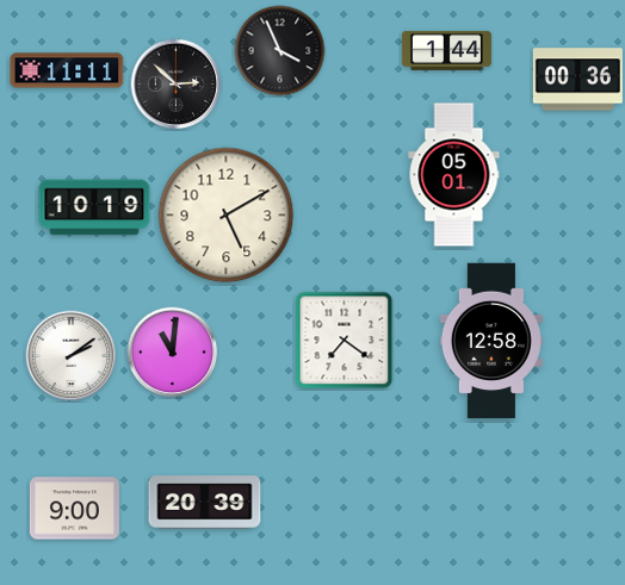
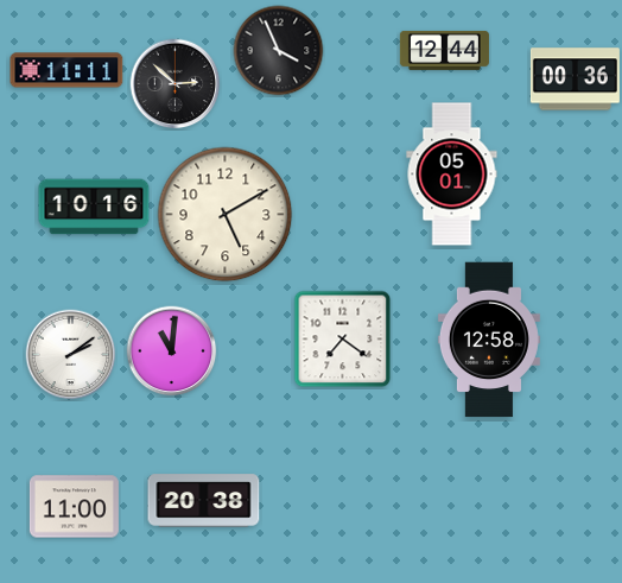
clock at (446, 50): 1:44 -> 12:44
clock at (94, 207): 10:19 -> 10:16
clock at (205, 503): 20:39 -> 20:38
clock at (74, 509): 9:00 -> 11:00
